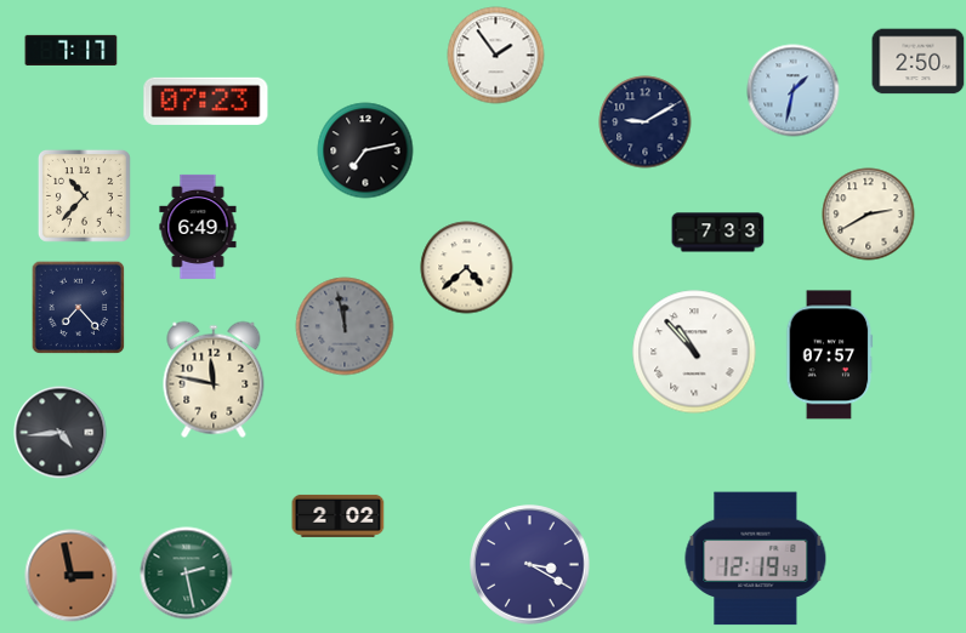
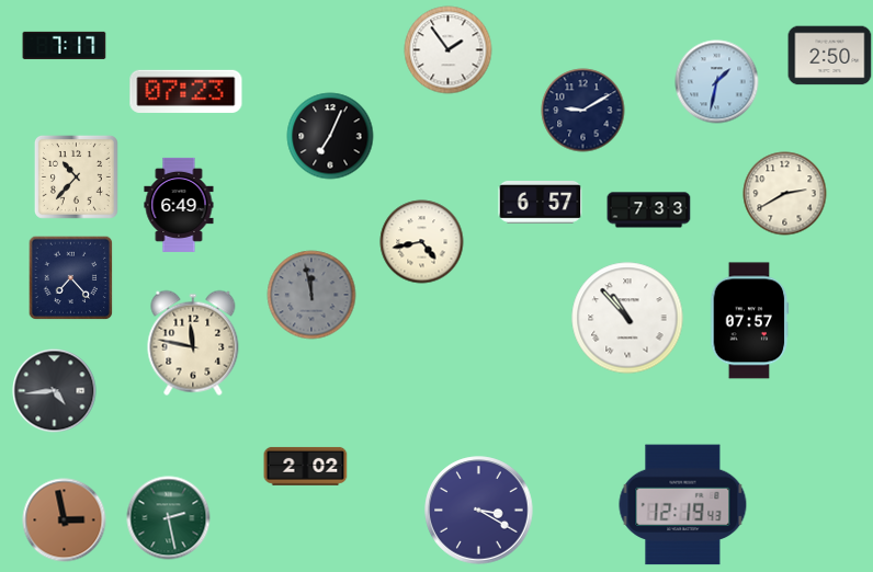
clock at (365, 150): 7:13 -> 7:04
clock at (541, 203): none -> 6:57
clock at (467, 268): 4:38 -> 4:43
